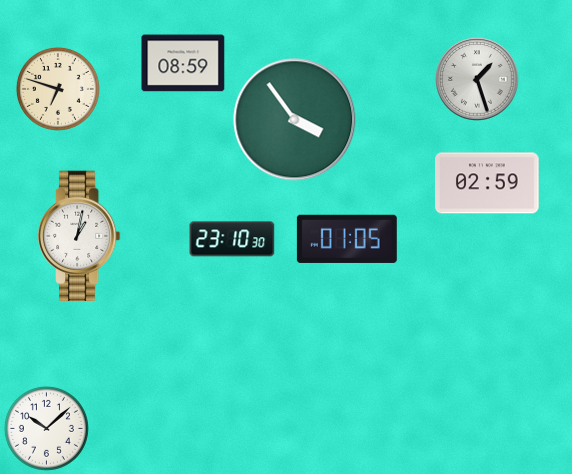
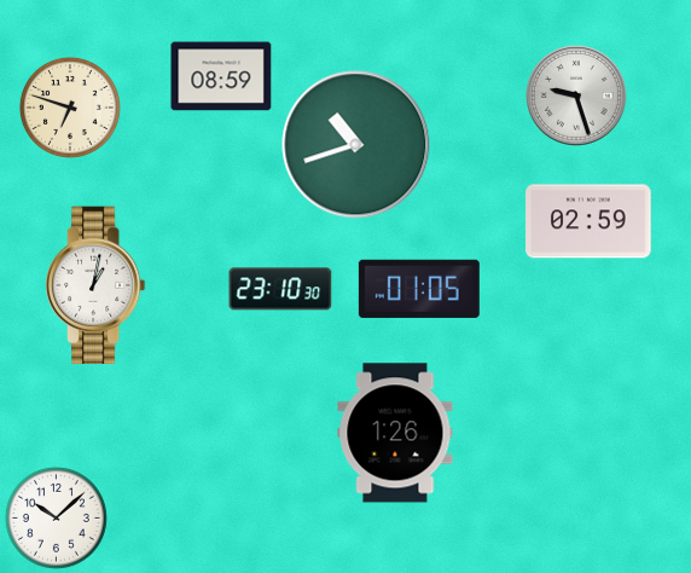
clock at (478, 80): 1:27 -> 9:27
clock at (295, 120): 3:54 -> 10:42
clock at (395, 433): none -> 1:26
